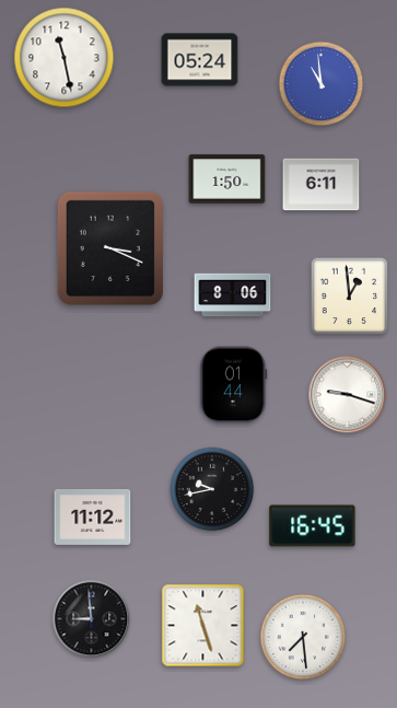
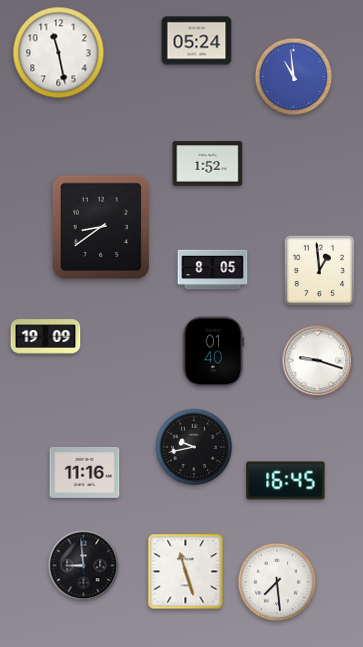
clock at (200, 60) position: (200, 60) -> (197, 41)
clock at (227, 179): 1:50 -> 1:52
clock at (322, 185): 6:11 -> none
clock at (109, 247): 3:19 -> 8:39
clock at (233, 295): 8:06 -> 8:05
clock at (46, 337): none -> 19:09
clock at (233, 385): 01:44 -> 01:40
clock at (93, 517): 11:12 -> 11:16
